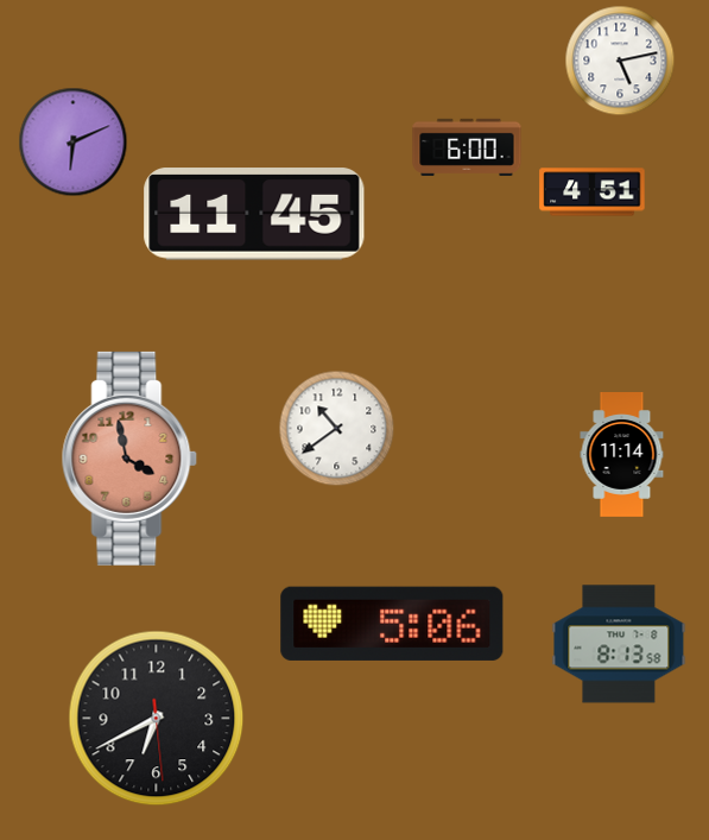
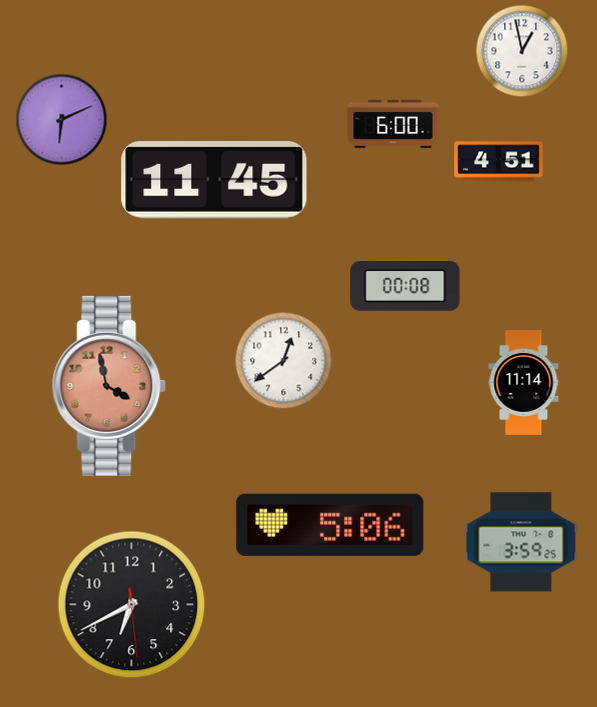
clock at (620, 61): 5:13 -> 12:58
clock at (405, 286): none -> 00:08
clock at (337, 429): 10:39 -> 12:39
clock at (619, 644): 8:13 -> 3:59
